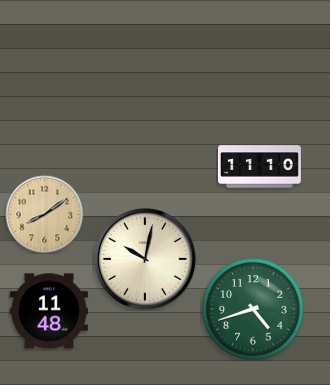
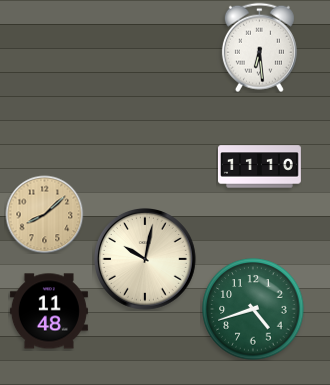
clock at (259, 47): none -> 6:29
clock at (44, 214): 8:09 -> 8:08
